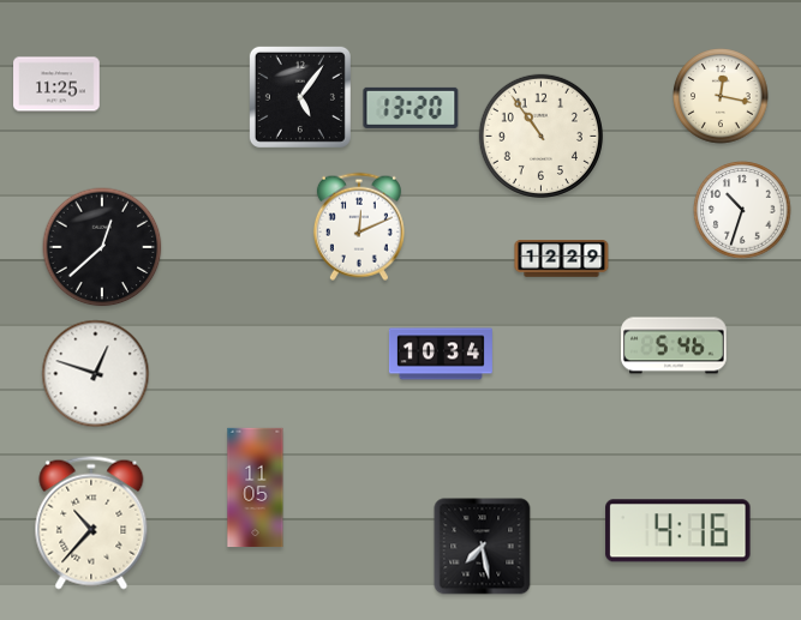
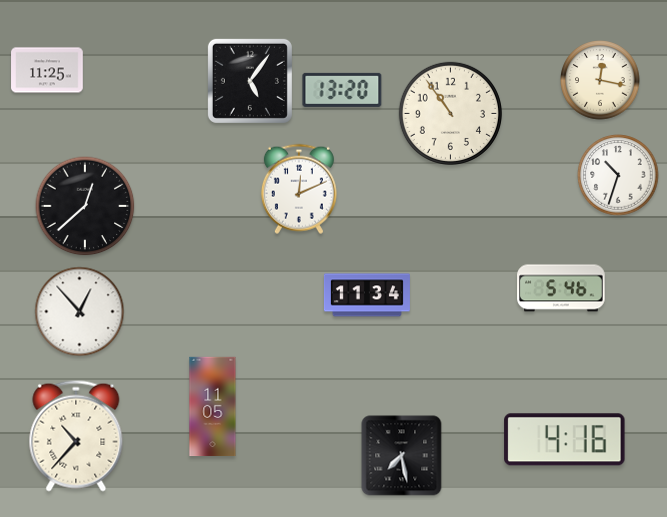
clock at (562, 259): 12:29 -> none
clock at (441, 354): 10:34 -> 11:34
clock at (96, 374): 12:48 -> 12:53
clock at (679, 531) position: (679, 531) -> (565, 440)
